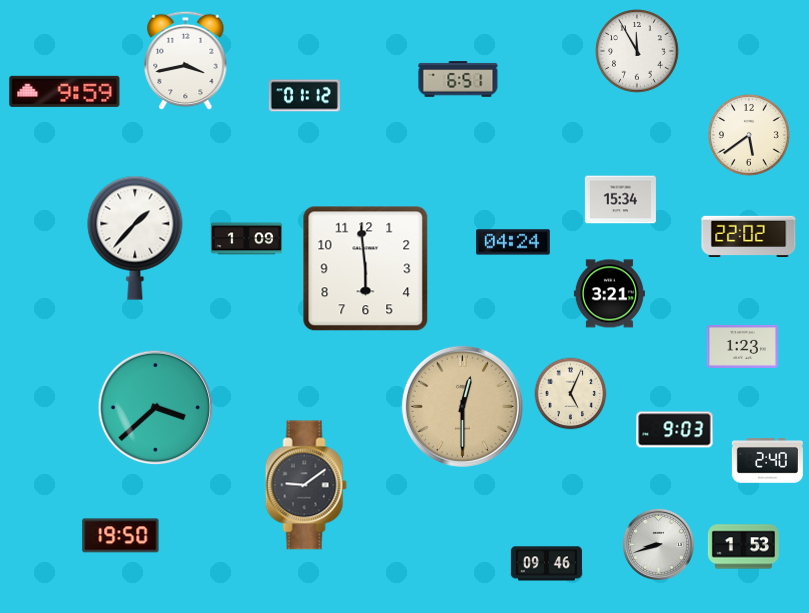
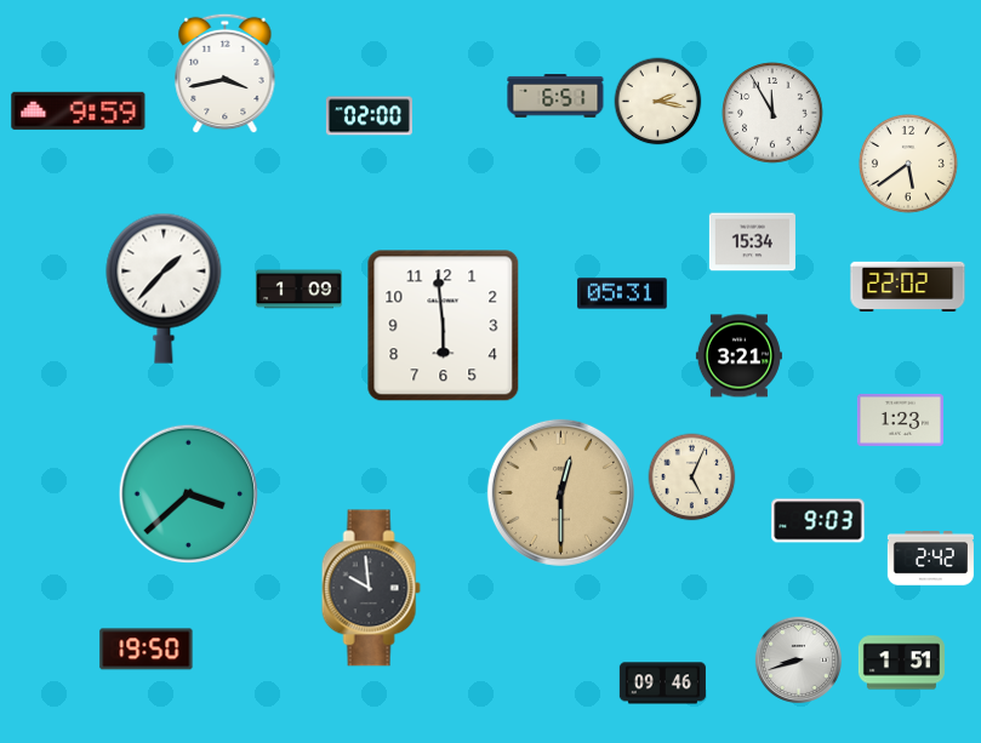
clock at (637, 51) position: (637, 51) -> (772, 113)
clock at (658, 102): none -> 2:17
clock at (304, 96): 01:12 -> 02:00
clock at (513, 242): 04:24 -> 05:31
clock at (767, 461): 2:40 -> 2:42
clock at (306, 485): 9:09 -> 9:59
clock at (743, 547): 1:53 -> 1:51
